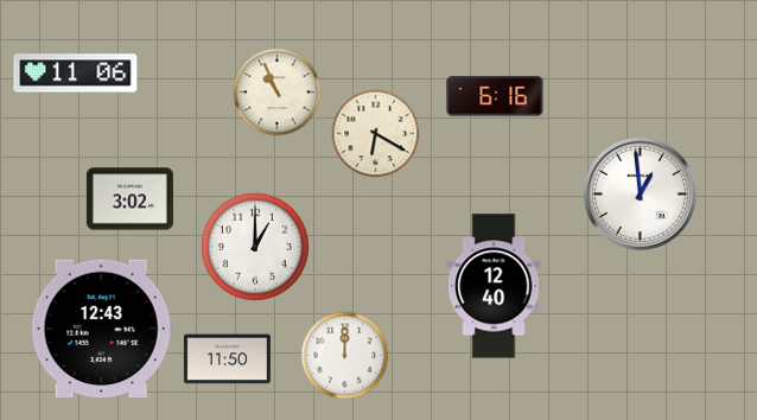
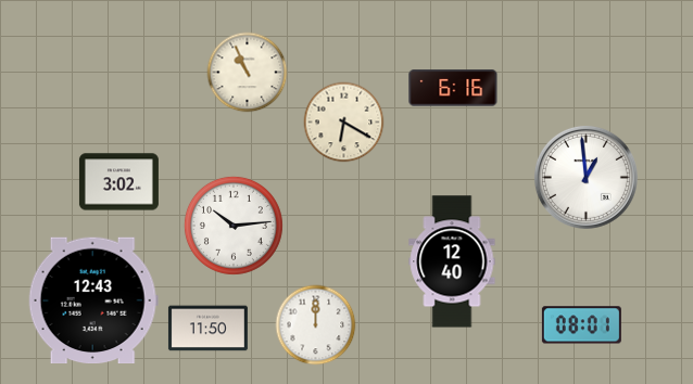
clock at (76, 74): 11:06 -> none
clock at (278, 93) position: (278, 93) -> (248, 73)
clock at (255, 247): 1:00 -> 10:14
clock at (581, 325): none -> 08:01
